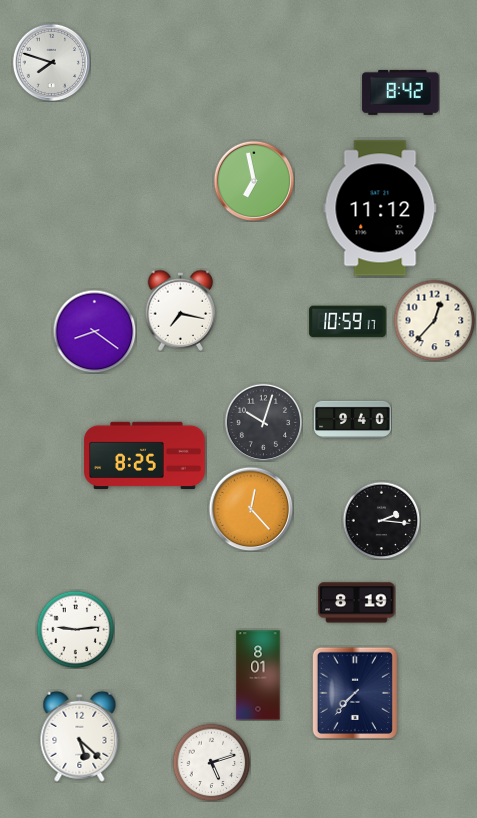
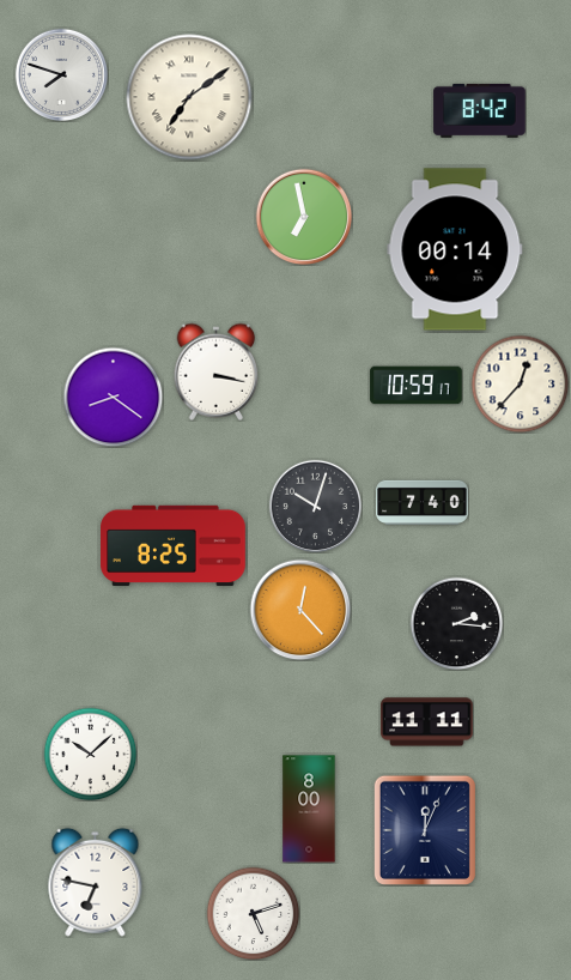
clock at (189, 97): none -> 7:09
clock at (380, 208): 11:12 -> 00:14
clock at (181, 310): 7:17 -> 3:17
clock at (353, 419): 9:40 -> 7:40
clock at (357, 603): 8:19 -> 11:11
clock at (75, 629): 9:14 -> 10:08
clock at (258, 675): 8:01 -> 8:00
clock at (355, 692): 7:37 -> 12:04
clock at (80, 736): 5:22 -> 6:47
